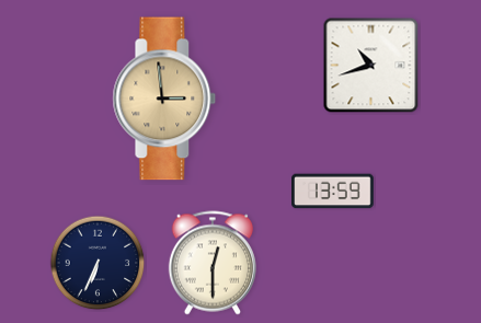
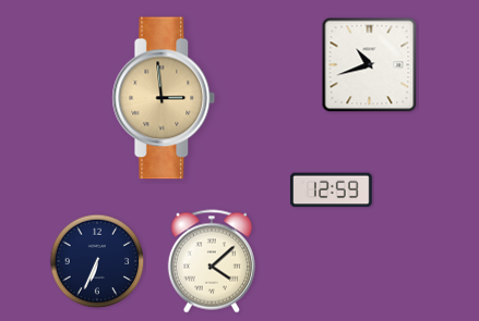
clock at (333, 192): 13:59 -> 12:59
clock at (213, 263): 12:30 -> 4:08
